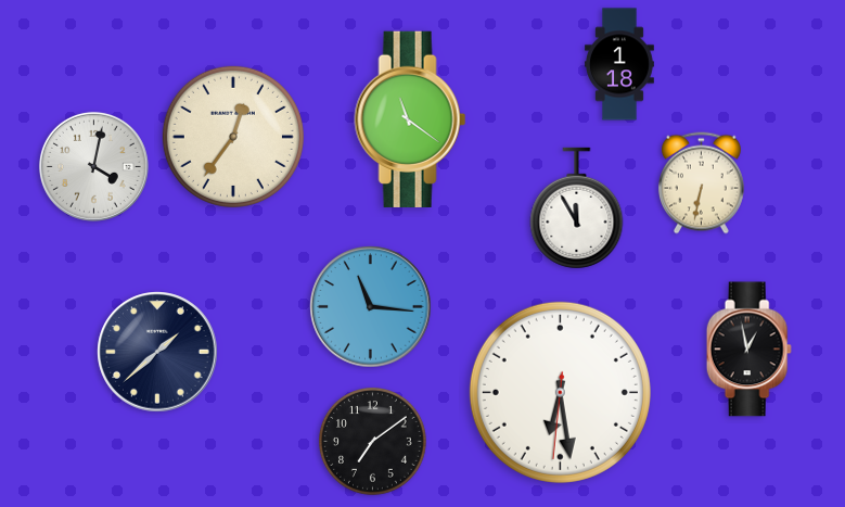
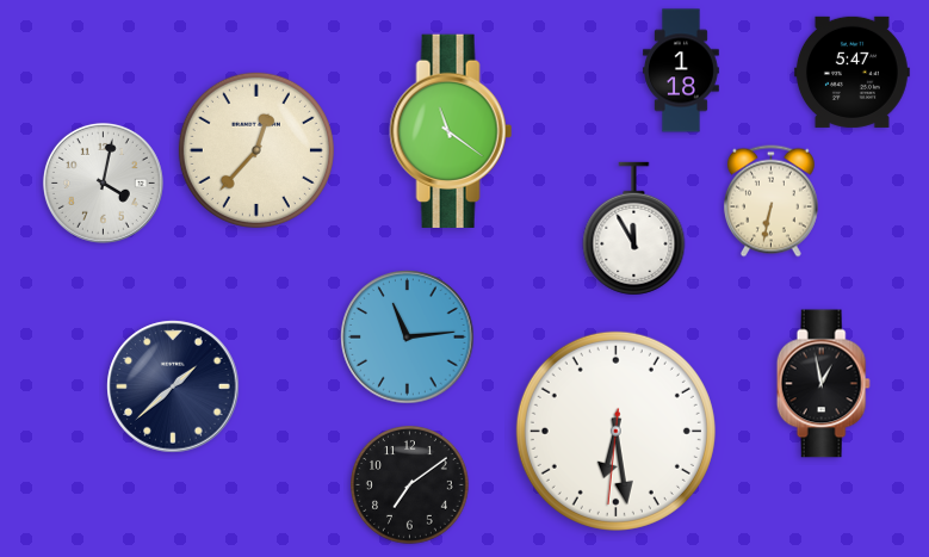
clock at (851, 72): none -> 5:47
clock at (233, 137): 12:36 -> 12:37
clock at (371, 307): 11:16 -> 11:14
